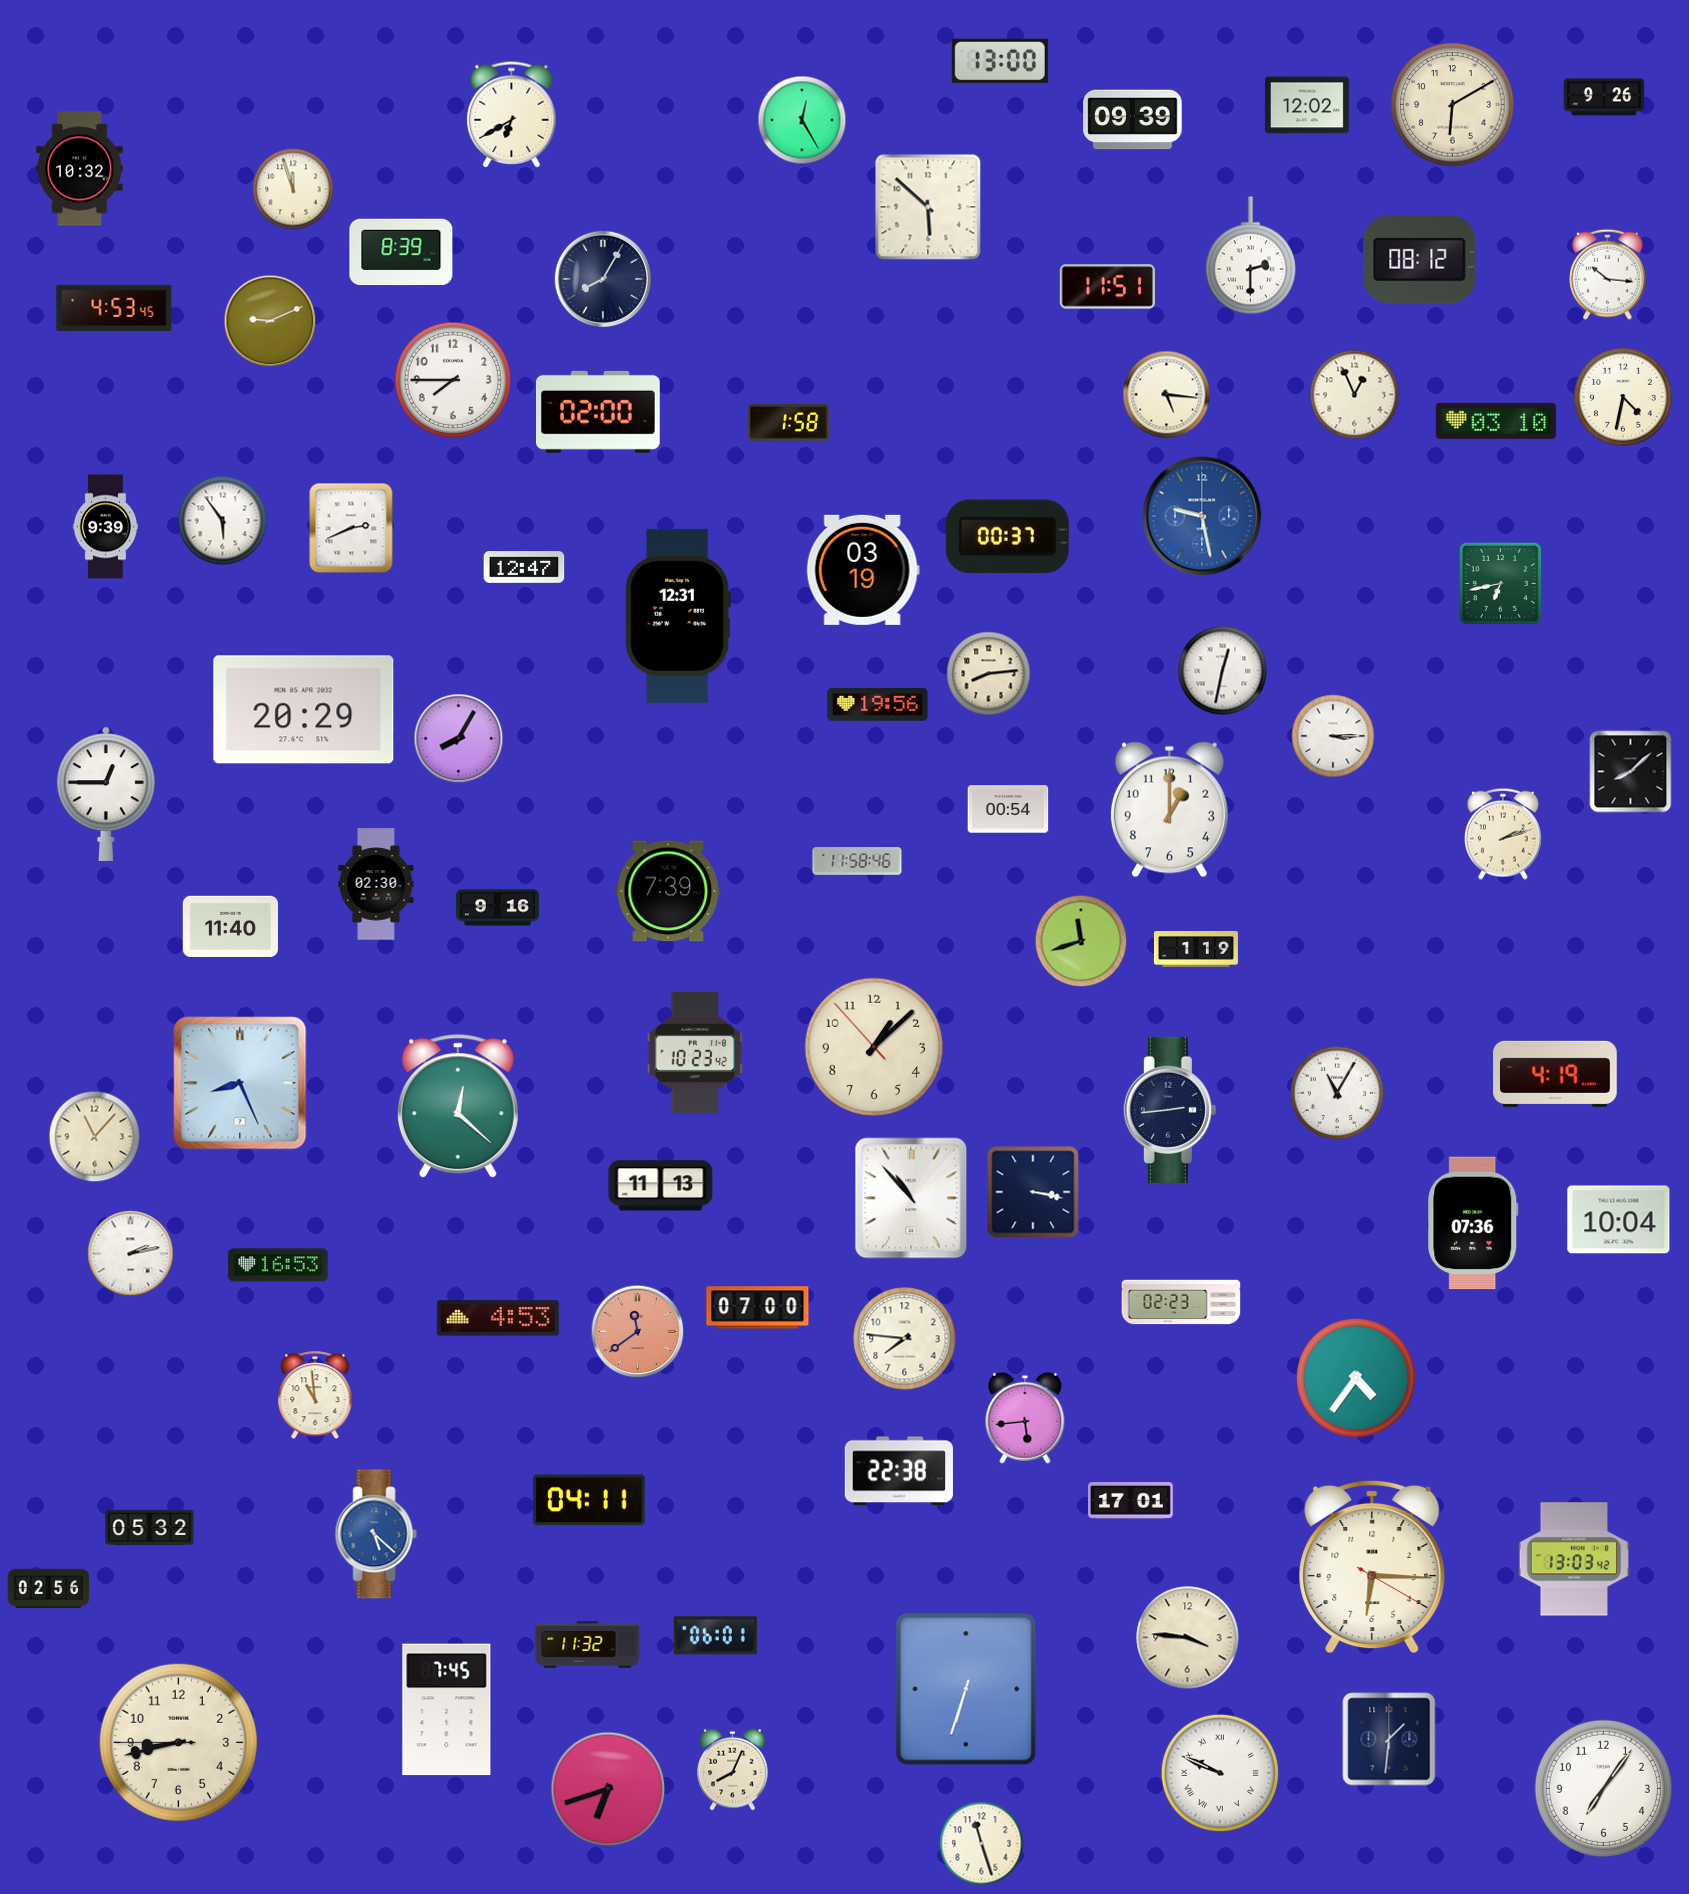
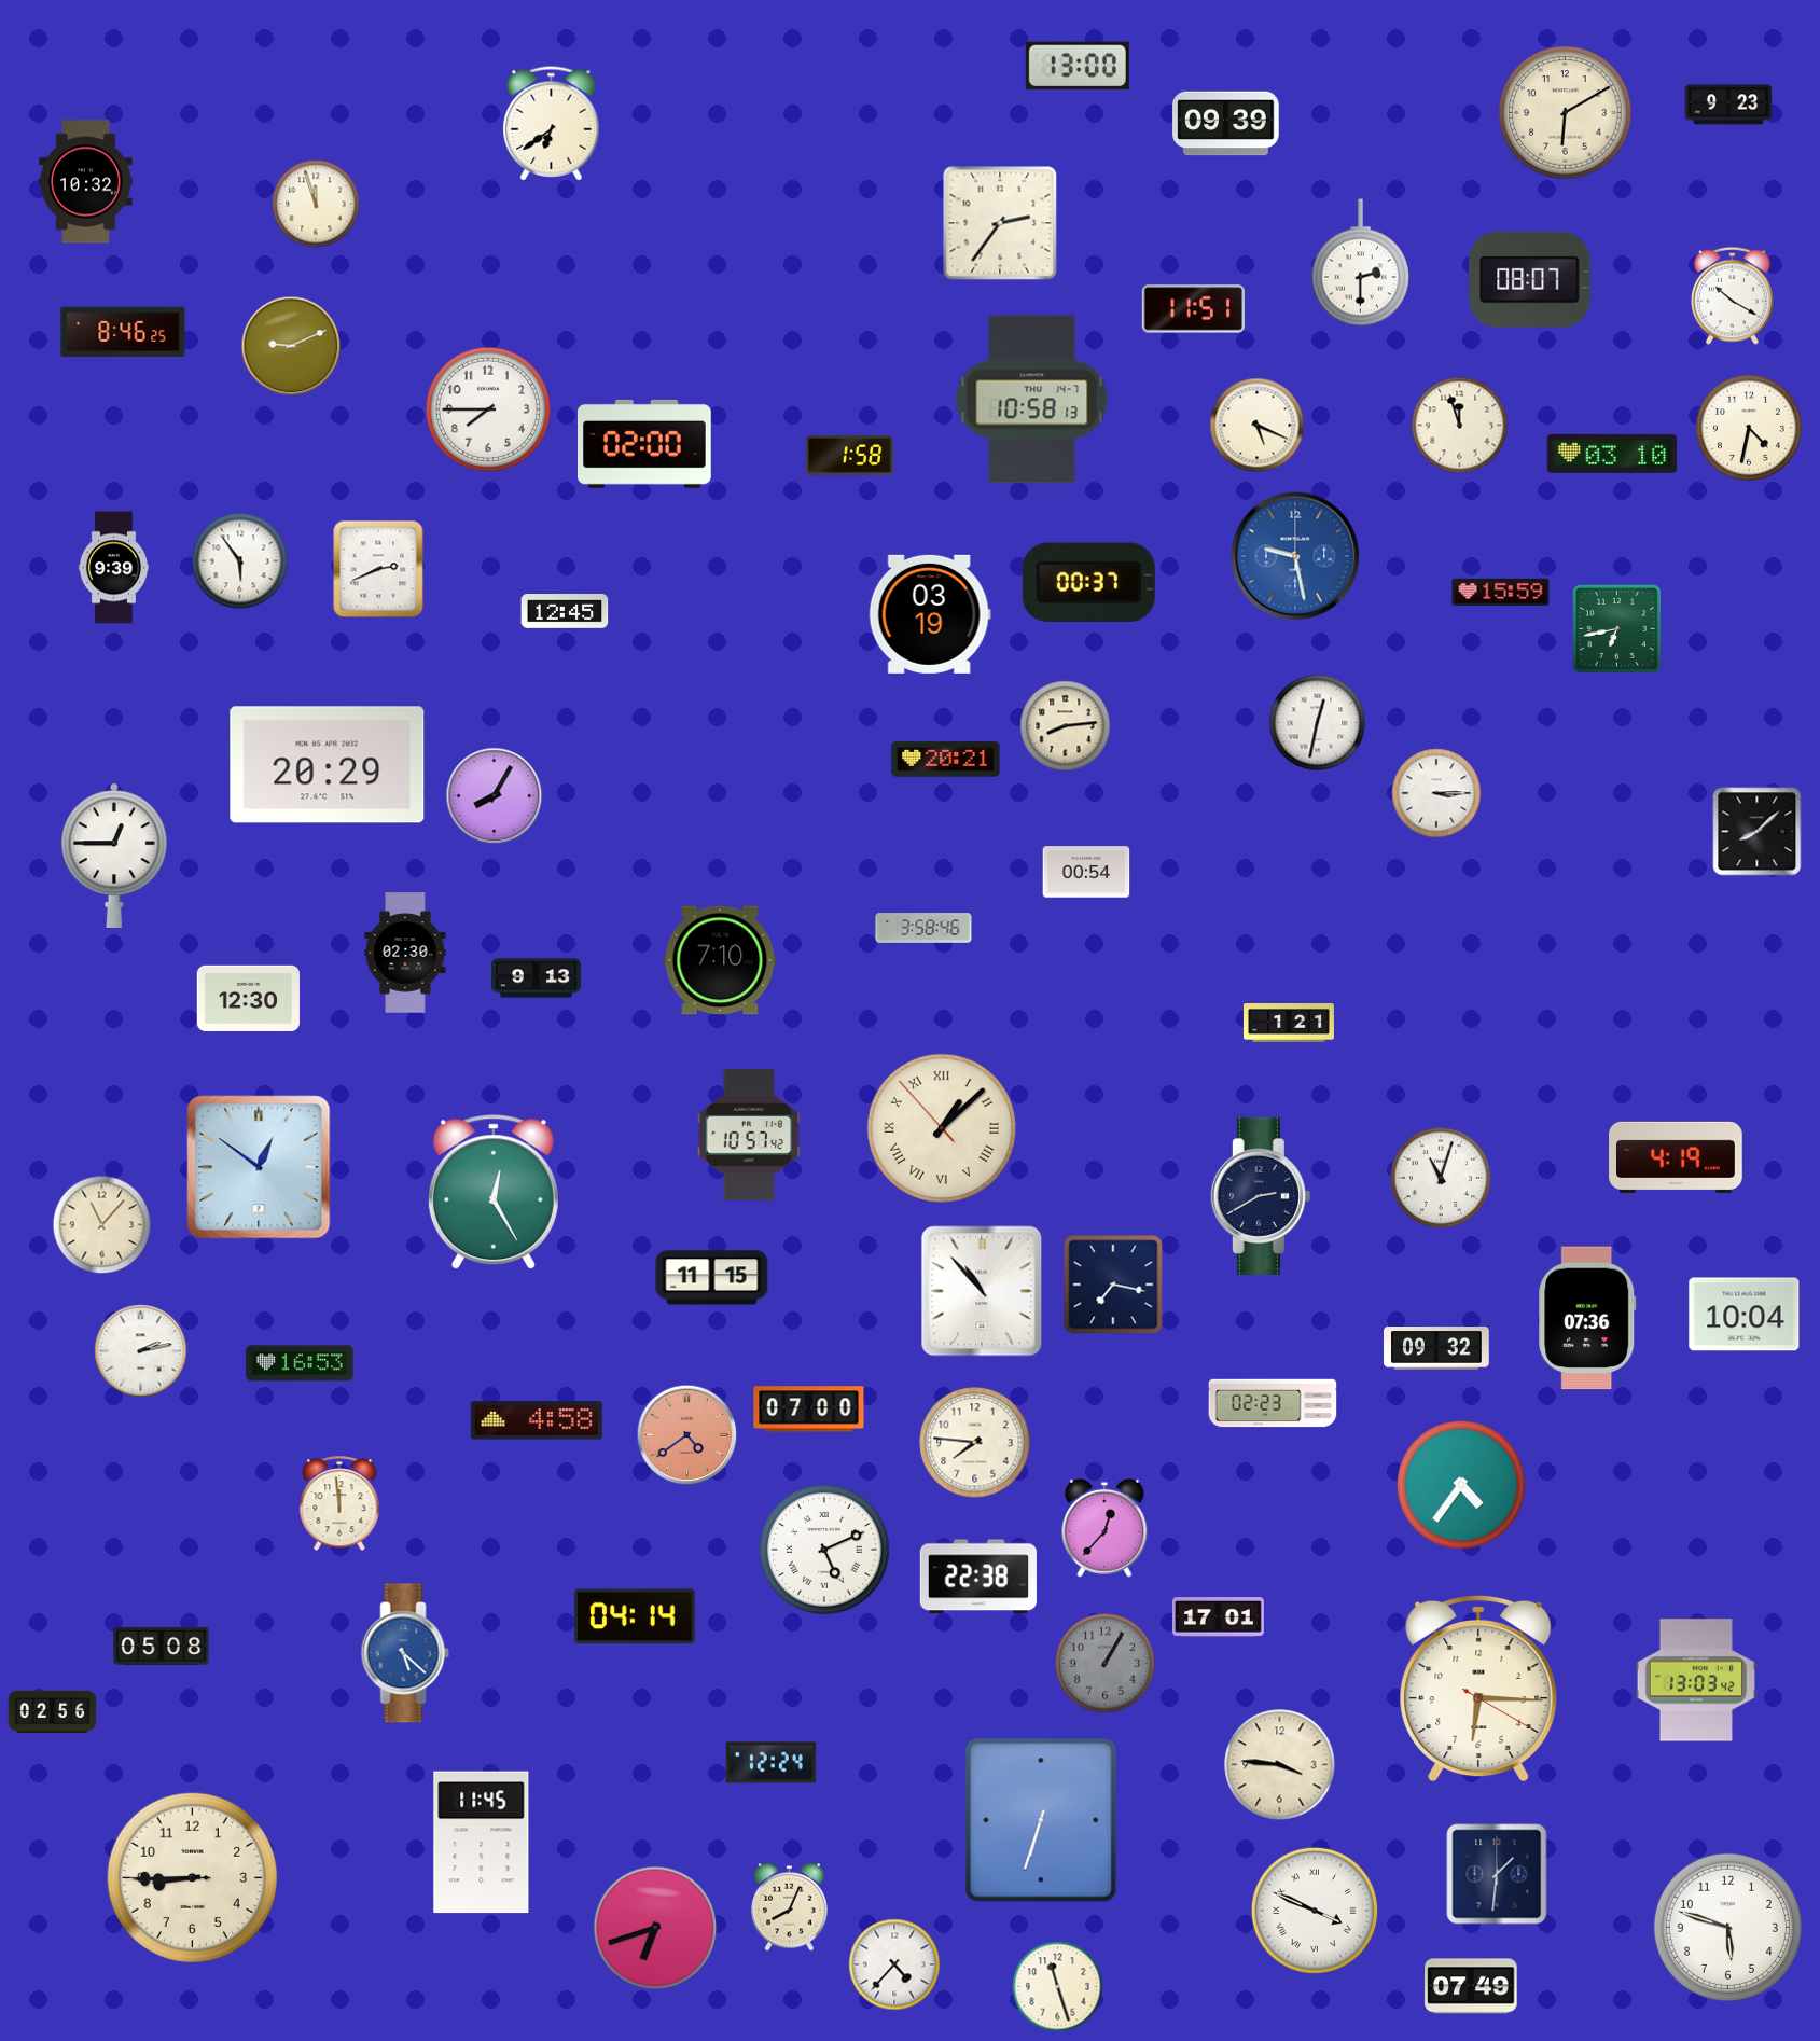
clock at (1604, 97): 9:26 -> 9:23
clock at (1307, 105): 12:02 -> none
clock at (512, 115): 6:40 -> 6:39
clock at (802, 120): 12:25 -> none
clock at (1133, 120) position: (1133, 120) -> (1226, 124)
clock at (928, 207): 5:52 -> 2:36
clock at (401, 252): 8:39 -> none
clock at (1250, 256) position: (1250, 256) -> (1360, 263)
clock at (1420, 259): 08:12 -> 08:07
clock at (1608, 274): 10:16 -> 10:20
clock at (603, 279): 8:05 -> none
clock at (114, 307): 4:53 -> 8:46
clock at (1032, 400): none -> 10:58
clock at (1167, 395): 5:16 -> 5:19
clock at (1355, 395): 12:56 -> 11:57
clock at (1007, 536) position: (1007, 536) -> (1088, 582)
clock at (1501, 592): none -> 15:59
clock at (524, 568): 12:47 -> 12:45
clock at (678, 616): 12:31 -> none
clock at (878, 705): 19:56 -> 20:21
clock at (1169, 810): 1:00 -> none
clock at (1504, 834): 2:12 -> none
clock at (857, 861): 11:58 -> 3:58
clock at (668, 891): 7:39 -> 7:10
clock at (497, 908): 9:16 -> 9:13
clock at (230, 926): 11:40 -> 12:30
clock at (1081, 941): 11:42 -> none
clock at (1196, 949): 1:19 -> 1:21
clock at (874, 1047) numerals: Arabic -> Roman
clock at (694, 1053): 10:23 -> 10:57
clock at (240, 1083): 8:26 -> 12:51
clock at (1337, 1093): 11:05 -> 11:03
clock at (458, 1107): 12:22 -> 12:25
clock at (1170, 1110): 2:44 -> 2:40
clock at (661, 1186): 11:13 -> 11:15
clock at (1033, 1192): 3:17 -> 7:17
clock at (1436, 1348): none -> 09:32
clock at (758, 1308) position: (758, 1308) -> (809, 1410)
clock at (498, 1318): 4:53 -> 4:58
clock at (638, 1332): 11:39 -> 4:39
clock at (315, 1396): 10:59 -> 11:59
clock at (1025, 1418): 5:44 -> 12:37
clock at (825, 1551): none -> 5:11
clock at (899, 1471) position: (899, 1471) -> (978, 1577)
clock at (589, 1500): 04:11 -> 04:14
clock at (150, 1528): 05:32 -> 05:08
clock at (1106, 1664): none -> 1:05
clock at (715, 1636): 06:01 -> 12:24
clock at (588, 1645): 11:32 -> none
clock at (447, 1710): 7:45 -> 11:45
clock at (178, 1742): 8:42 -> 8:44
clock at (1220, 1773): 9:49 -> 3:49
clock at (1603, 1788): 7:06 -> 5:48
clock at (894, 1964): none -> 4:37
clock at (1471, 1986): none -> 07:49
